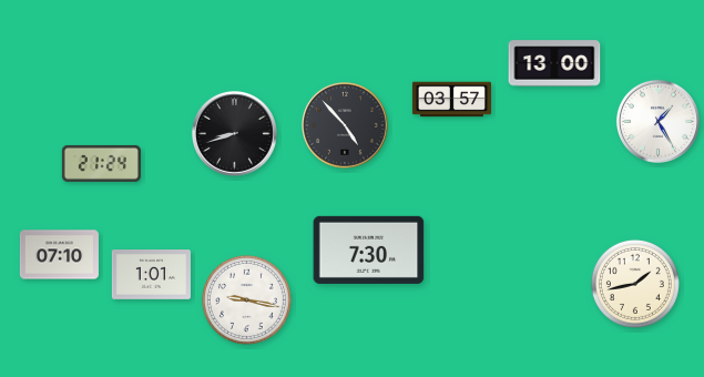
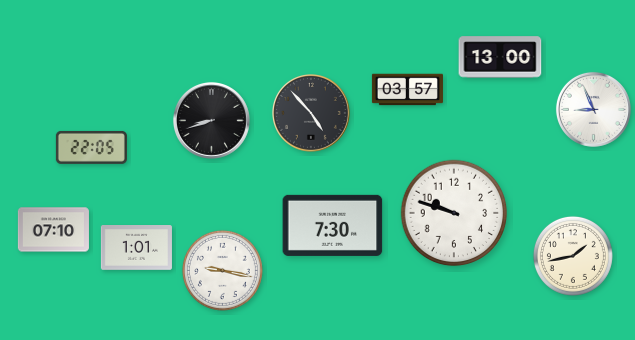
clock at (657, 121): 1:25 -> 8:56
clock at (101, 163): 21:24 -> 22:05
clock at (454, 213): none -> 9:48
